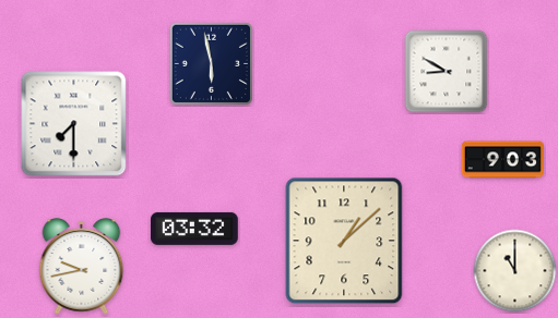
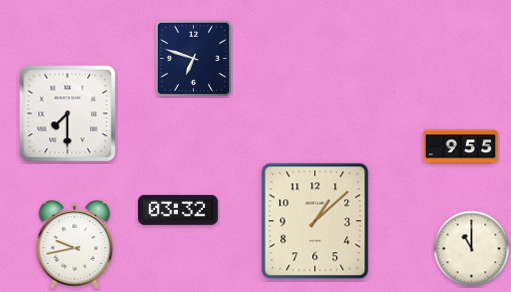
clock at (211, 63): 5:58 -> 6:48
clock at (447, 72): 8:50 -> none
clock at (502, 160): 9:03 -> 9:55
